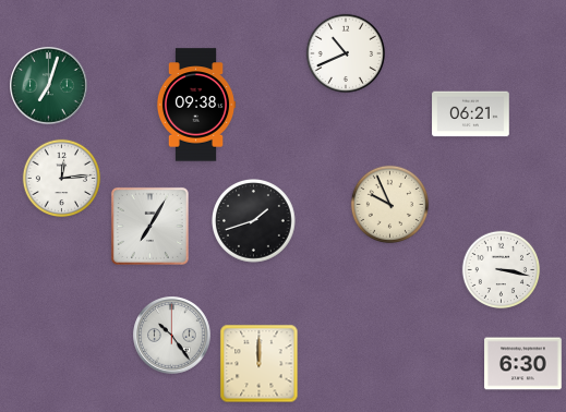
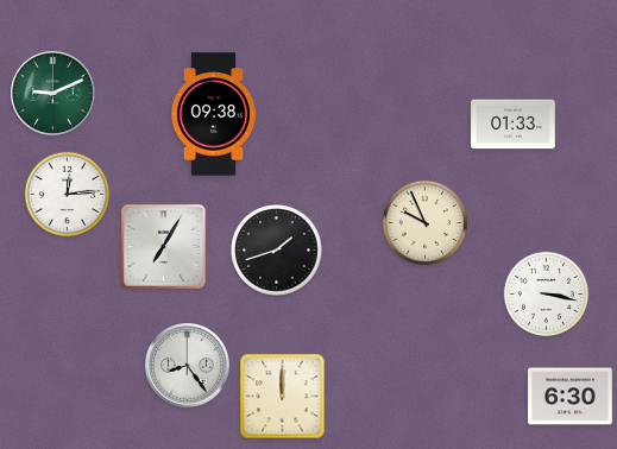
clock at (345, 52): 10:41 -> none
clock at (49, 86): 7:03 -> 9:11
clock at (471, 114): 06:21 -> 01:33
clock at (254, 221) position: (254, 221) -> (277, 251)
clock at (172, 336): 10:24 -> 8:24
